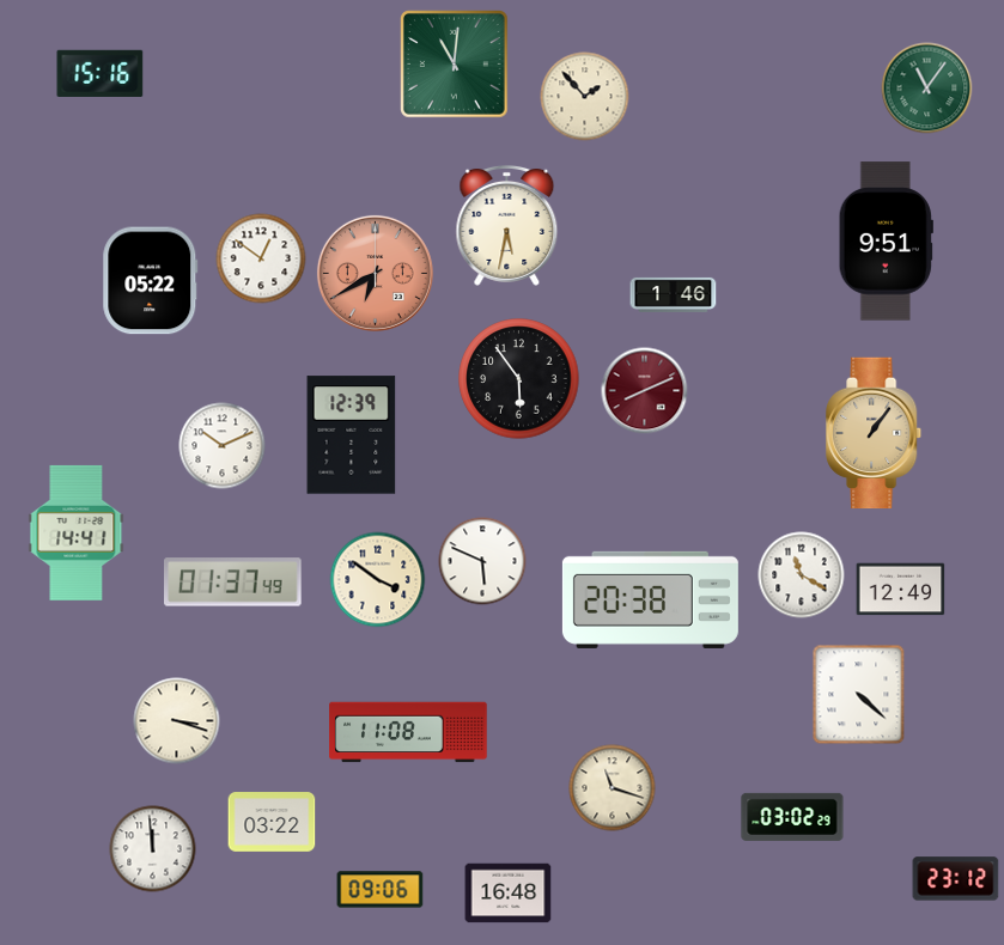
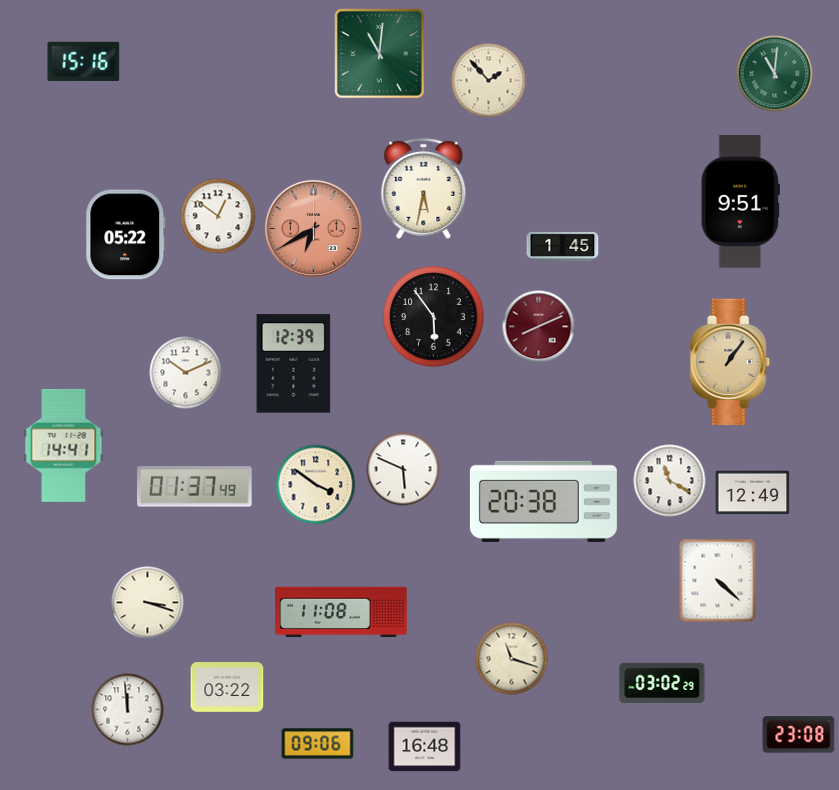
clock at (927, 89): 11:06 -> 11:01
clock at (674, 294): 1:46 -> 1:45
clock at (956, 879): 23:12 -> 23:08
